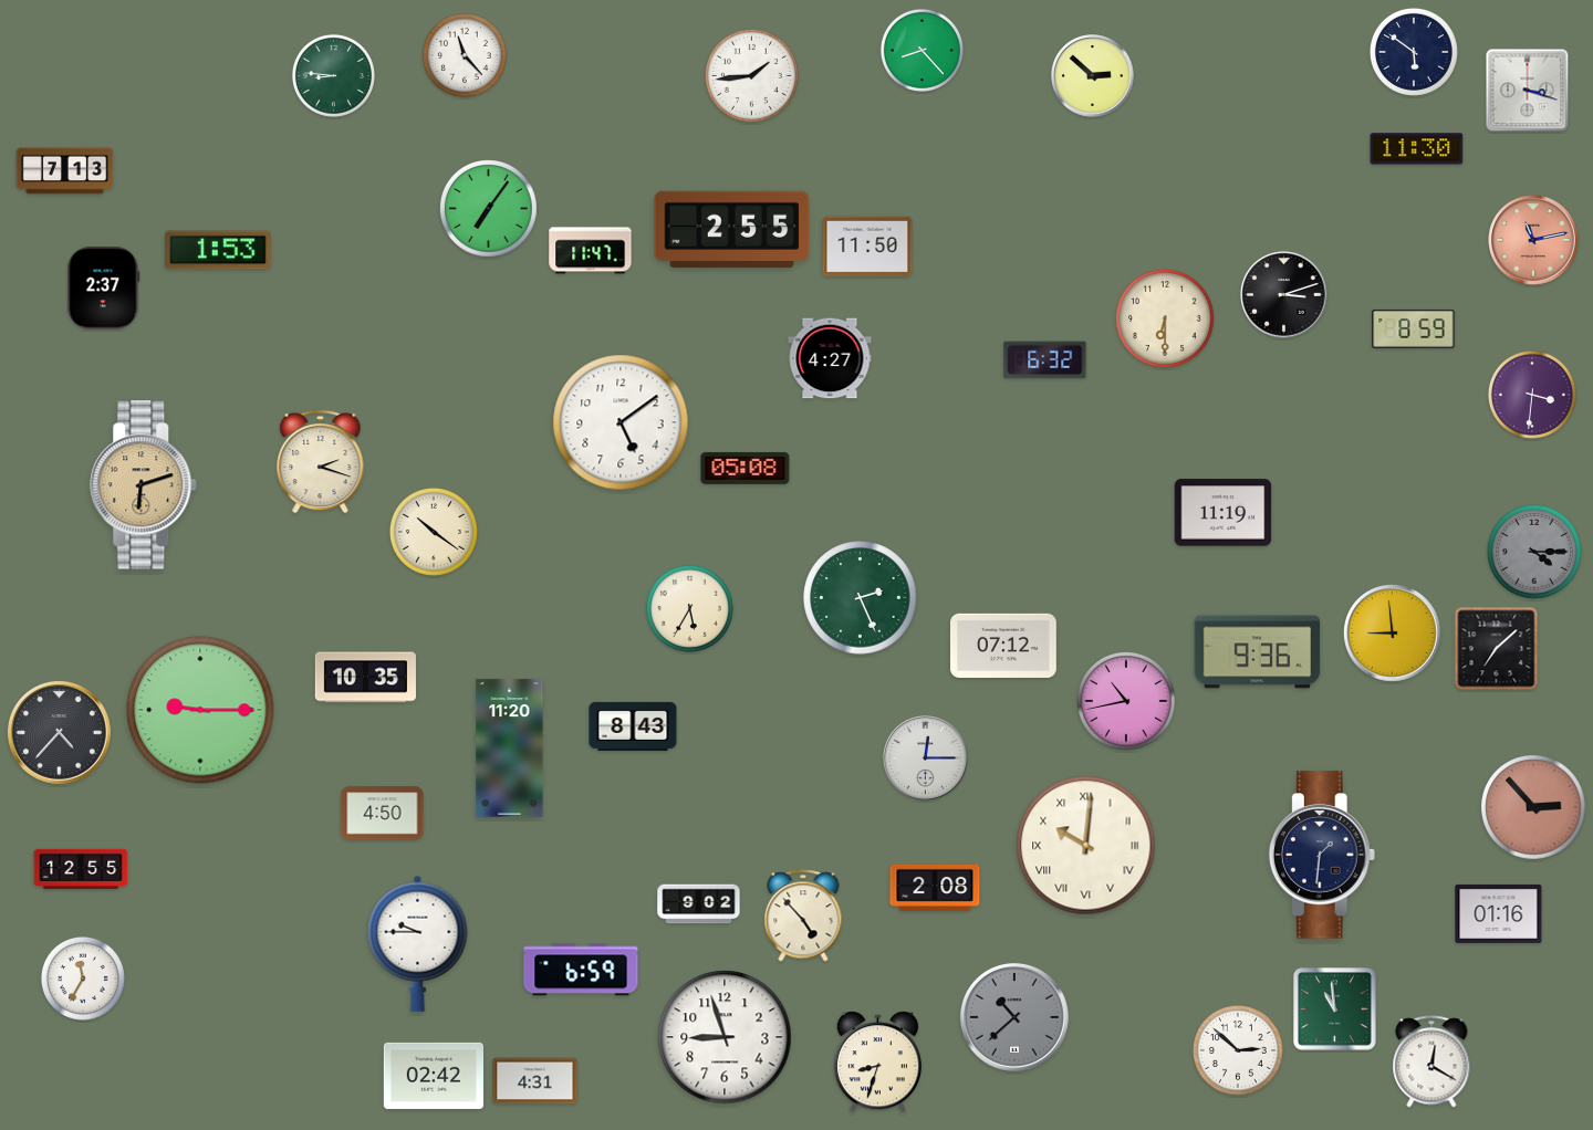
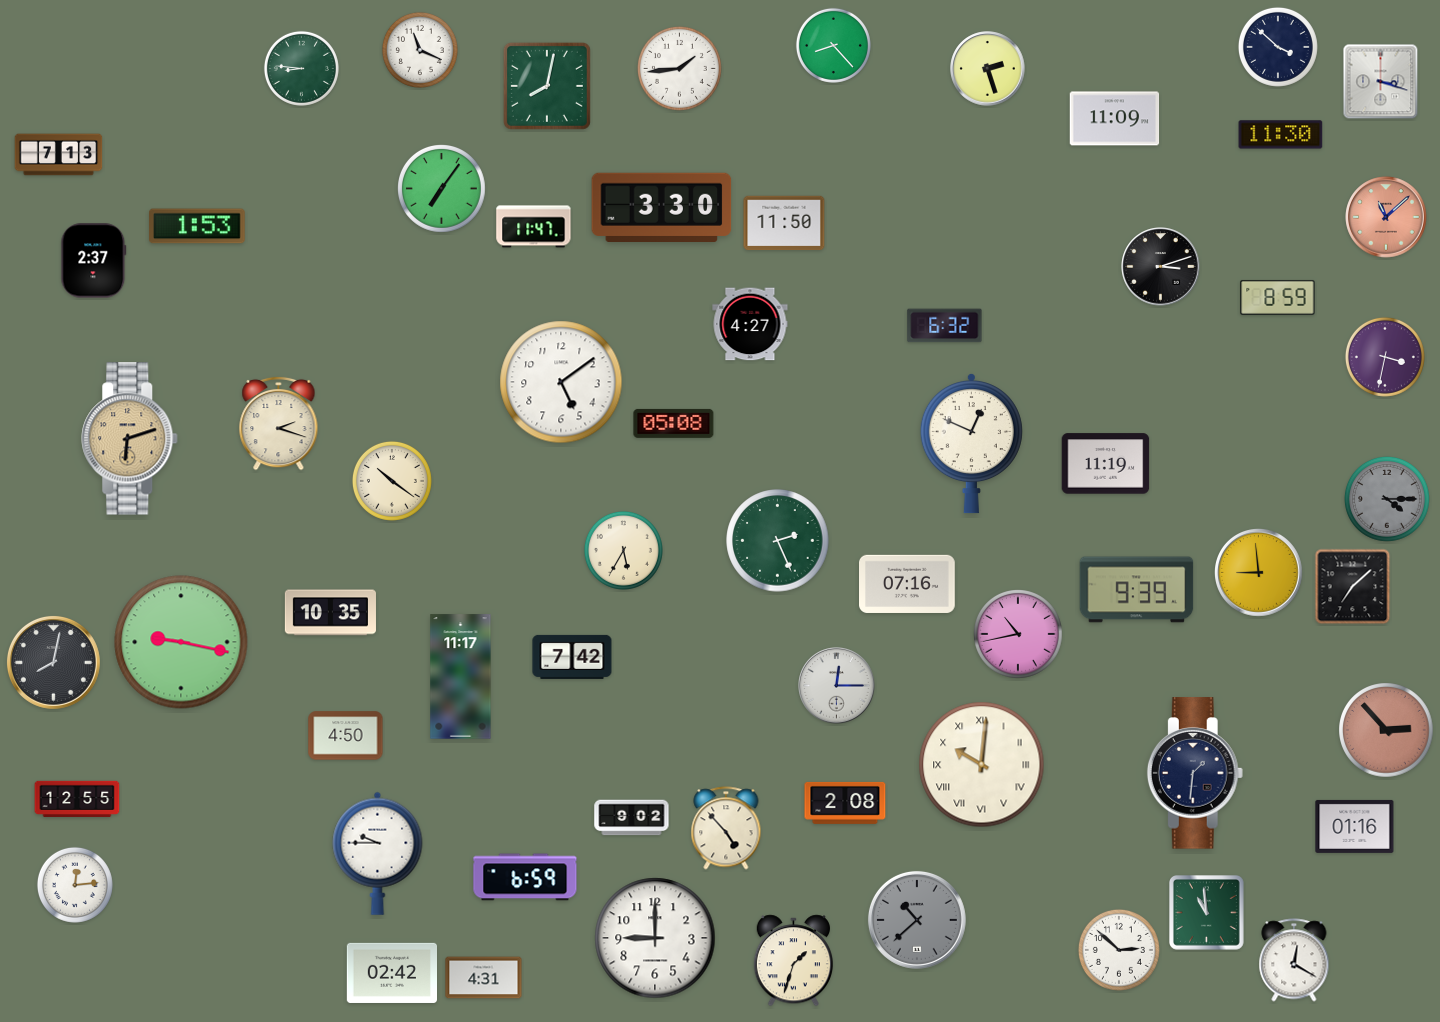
clock at (1414, 52): 5:51 -> 3:52
clock at (465, 55): 11:23 -> 11:19
clock at (1093, 76): 2:52 -> 2:27
clock at (547, 86): none -> 8:02
clock at (1115, 119): none -> 11:09
clock at (732, 229): 2:55 -> 3:30
clock at (1533, 240): 11:13 -> 11:08
clock at (1166, 320): 6:30 -> none
clock at (1532, 395): 3:31 -> 3:32
clock at (321, 461) position: (321, 461) -> (279, 423)
clock at (971, 443): none -> 12:49
clock at (1004, 646): 07:12 -> 07:16
clock at (1258, 652): 9:36 -> 9:39
clock at (200, 710): 9:15 -> 9:17
clock at (633, 726): 8:43 -> 7:42
clock at (59, 732): 4:37 -> 8:02
clock at (510, 749): 11:20 -> 11:17
clock at (81, 869) position: (81, 869) -> (77, 799)
clock at (83, 979): 11:35 -> 12:14
clock at (725, 1037): 8:57 -> 9:00
clock at (877, 1063): 8:33 -> 1:33
